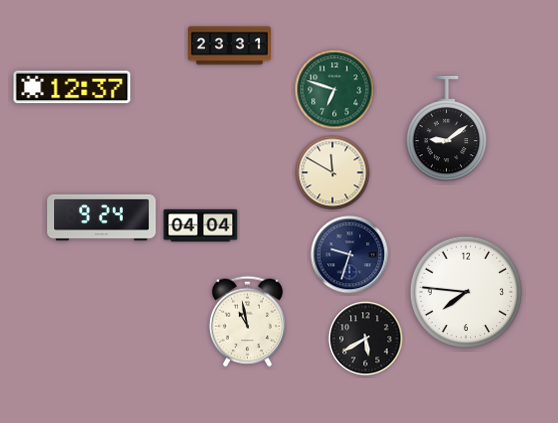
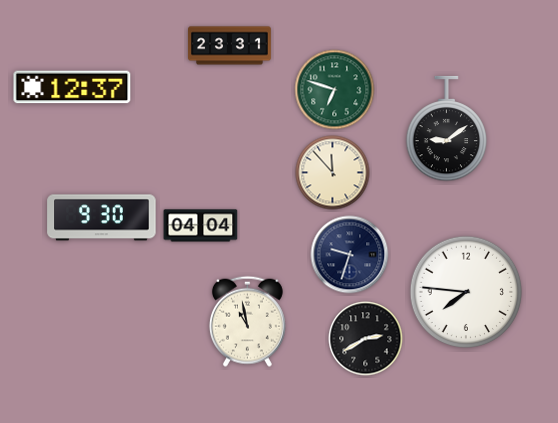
clock at (333, 173): 11:50 -> 11:53
clock at (102, 218): 9:24 -> 9:30
clock at (366, 339): 5:40 -> 2:40
